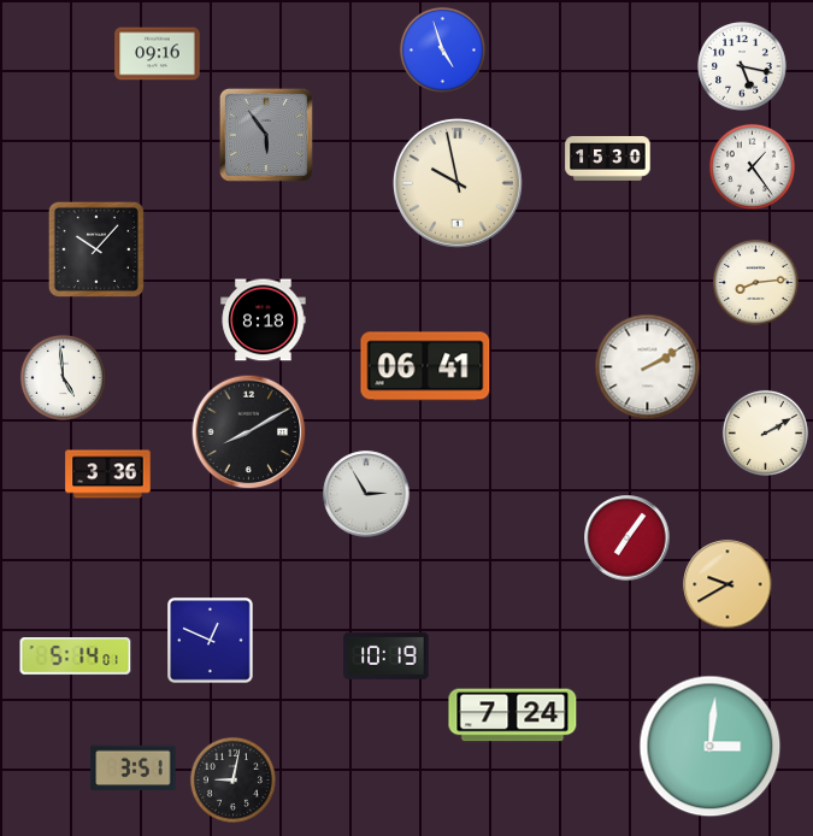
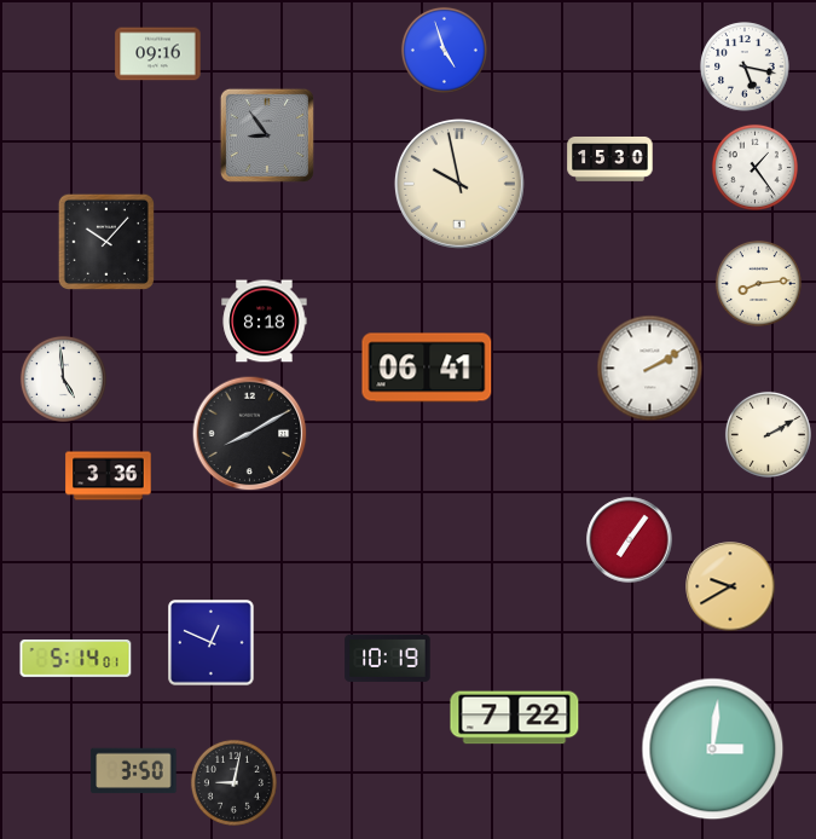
clock at (266, 135): 5:54 -> 8:54
clock at (96, 249) position: (96, 249) -> (106, 242)
clock at (366, 494): 2:55 -> none
clock at (513, 716): 7:24 -> 7:22
clock at (134, 769): 3:51 -> 3:50
